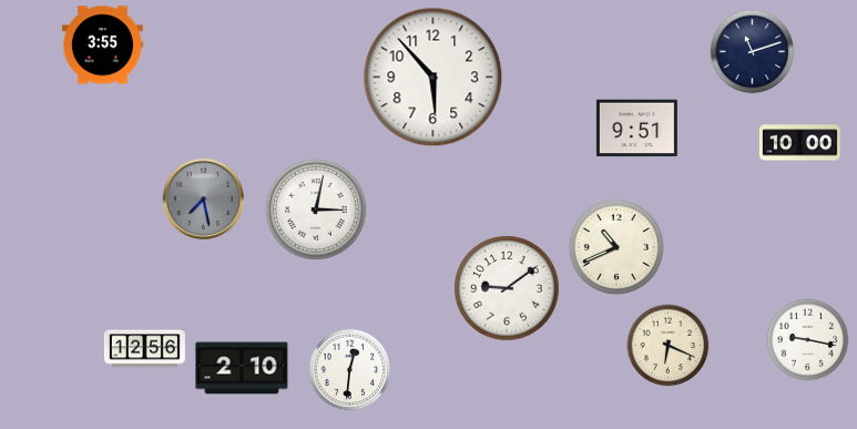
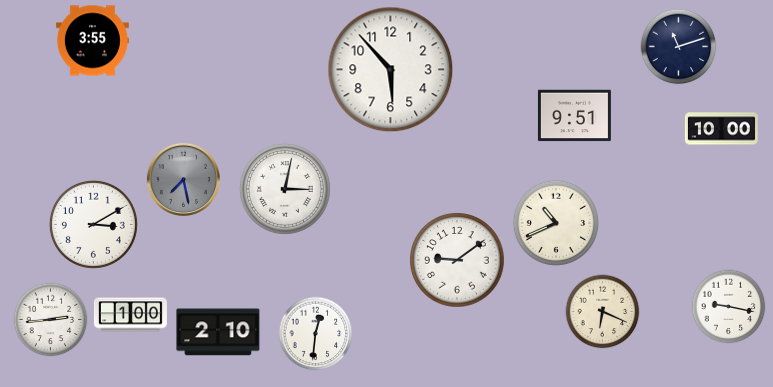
clock at (93, 224): none -> 3:10
clock at (144, 349): 12:56 -> 1:00
clock at (51, 320): none -> 2:44
